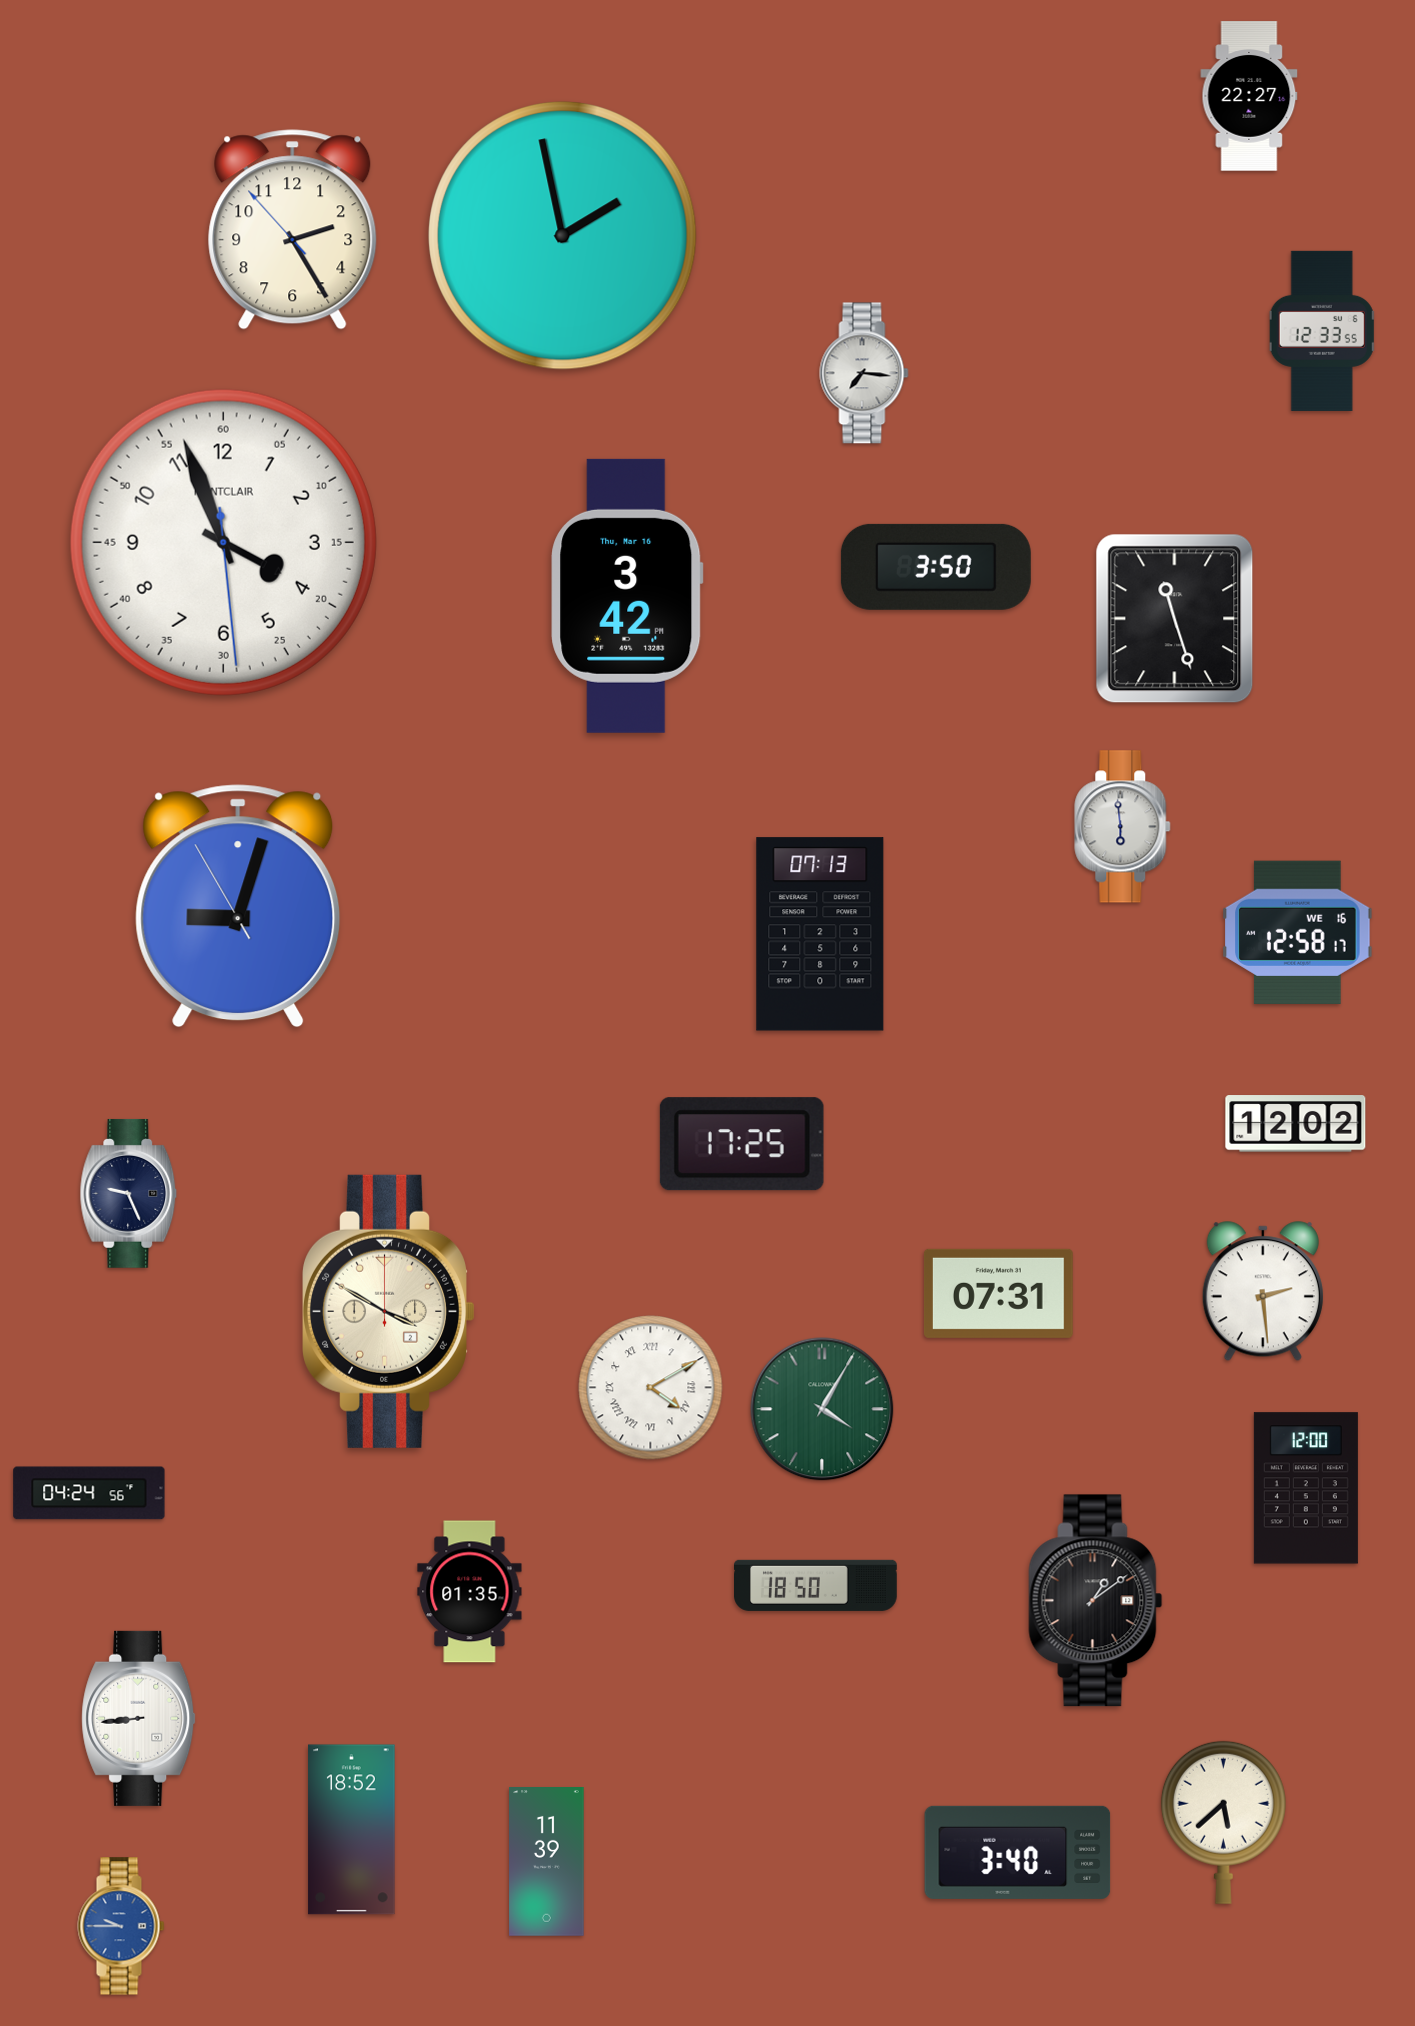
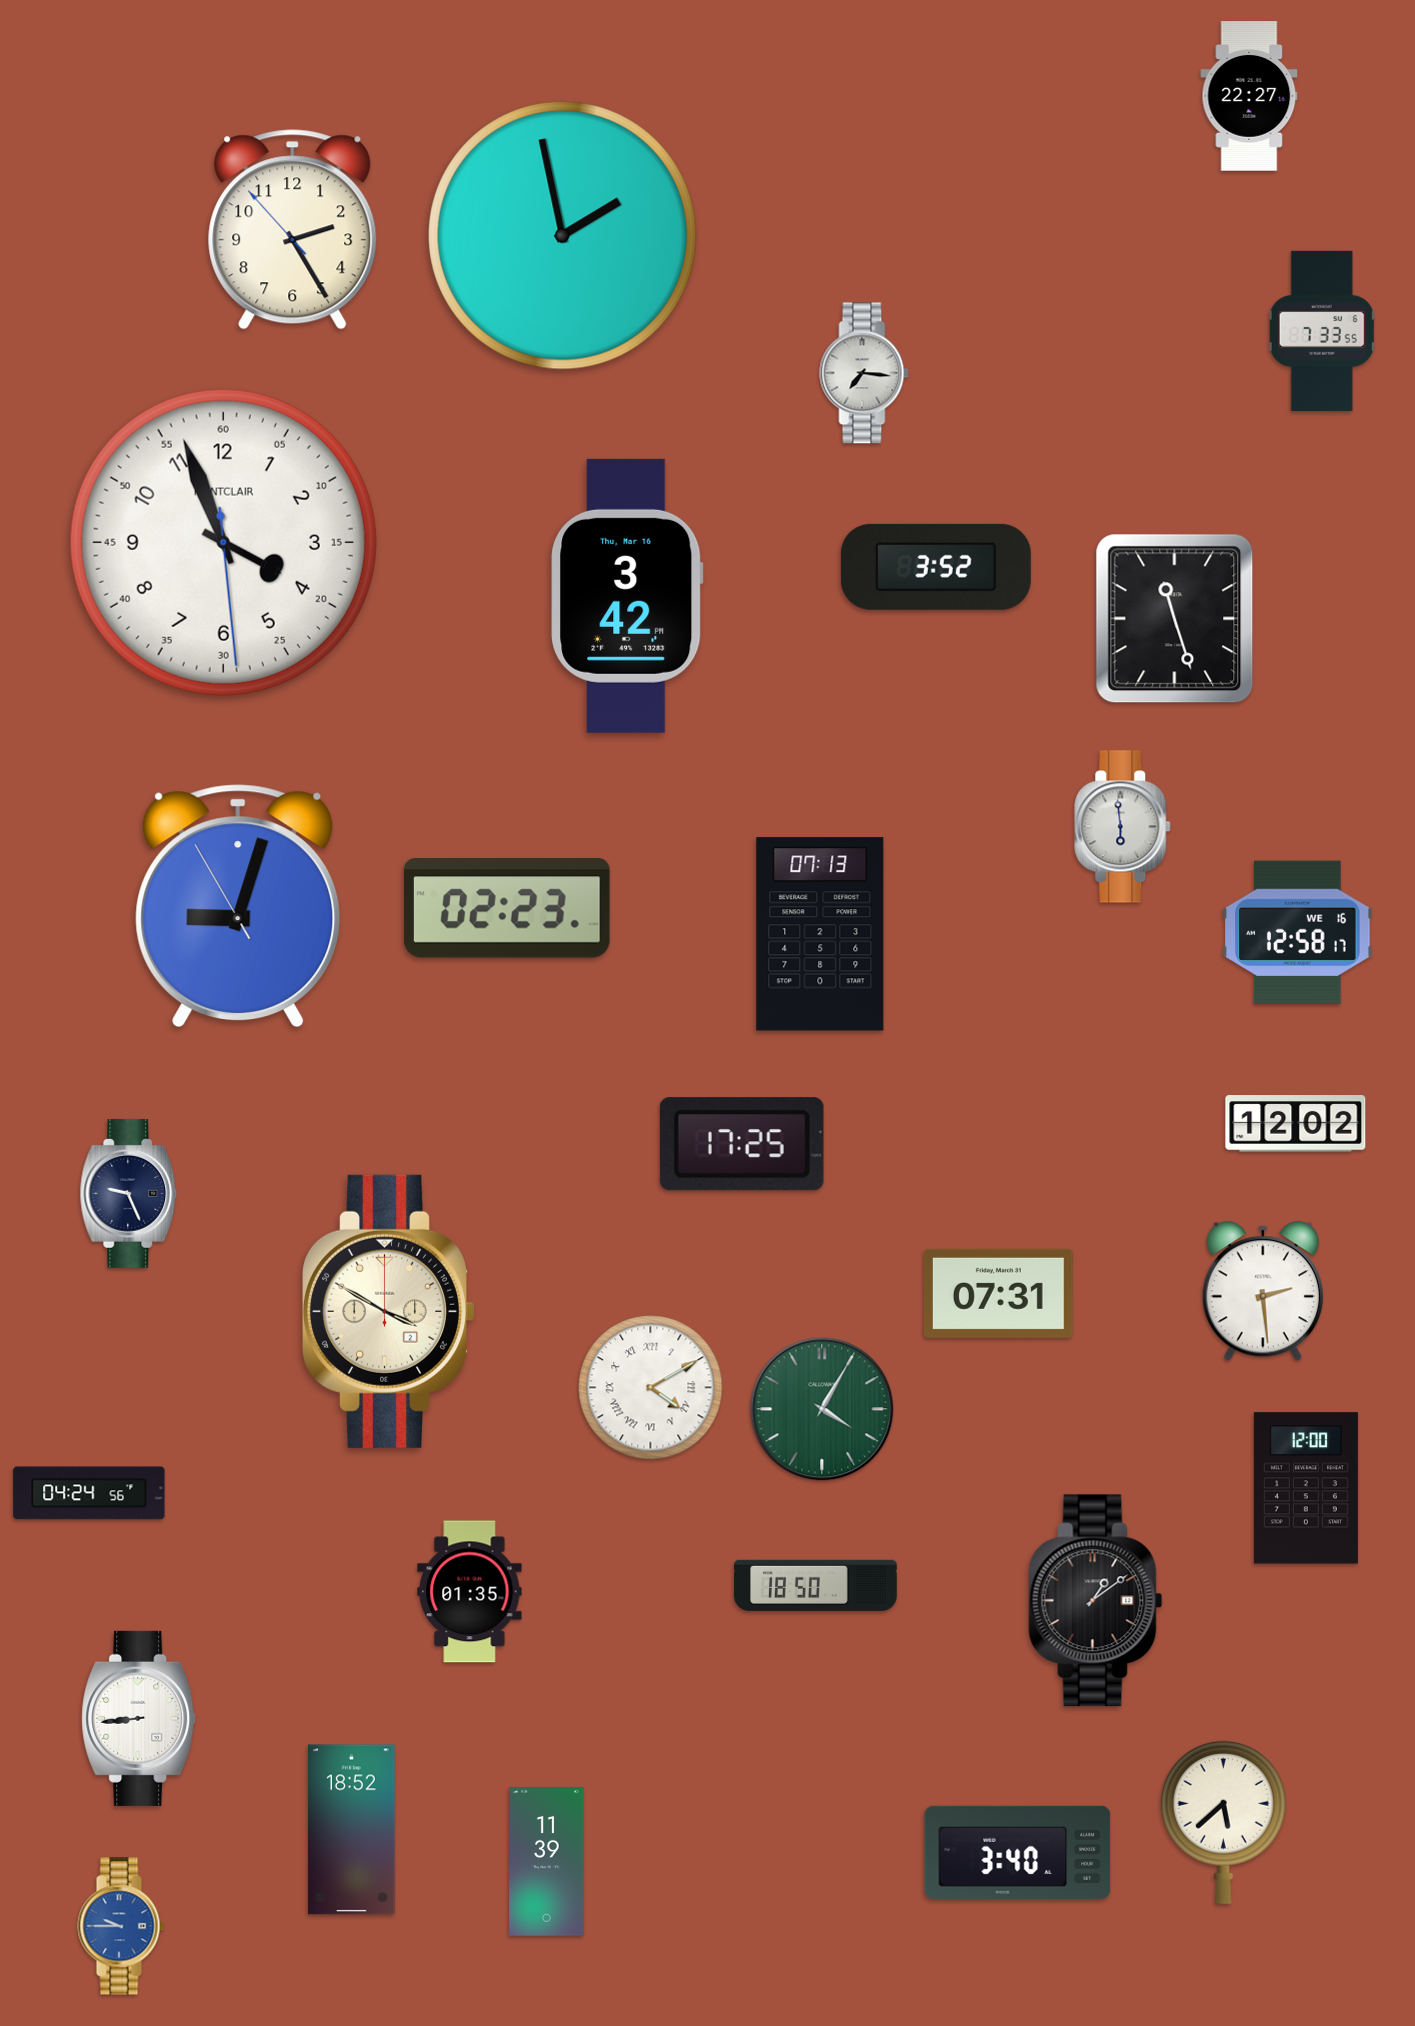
clock at (1322, 331): 12:33 -> 7:33
clock at (936, 567): 3:50 -> 3:52
clock at (507, 908): none -> 02:23
